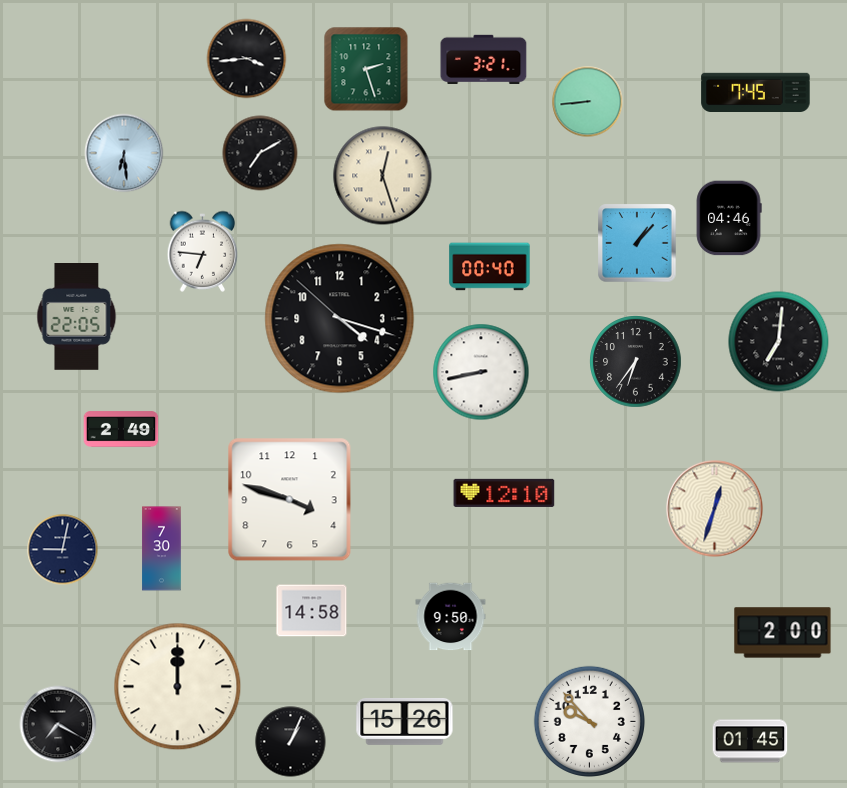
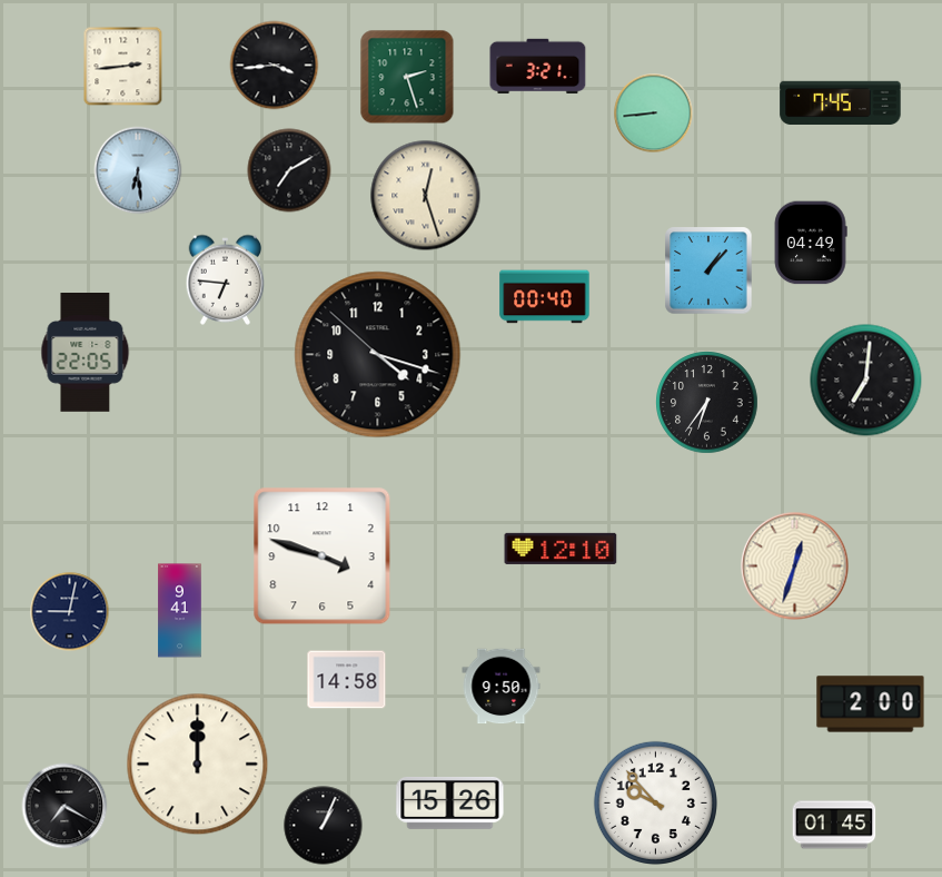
clock at (123, 67): none -> 2:44
clock at (729, 218): 04:46 -> 04:49
clock at (481, 372): 8:43 -> none
clock at (121, 429): 2:49 -> none
clock at (162, 549): 7:30 -> 9:41
